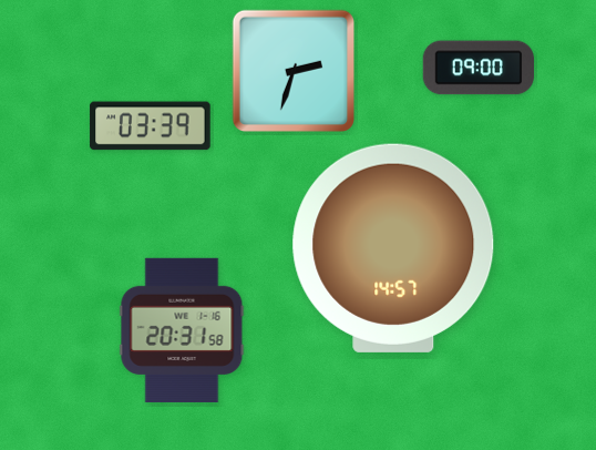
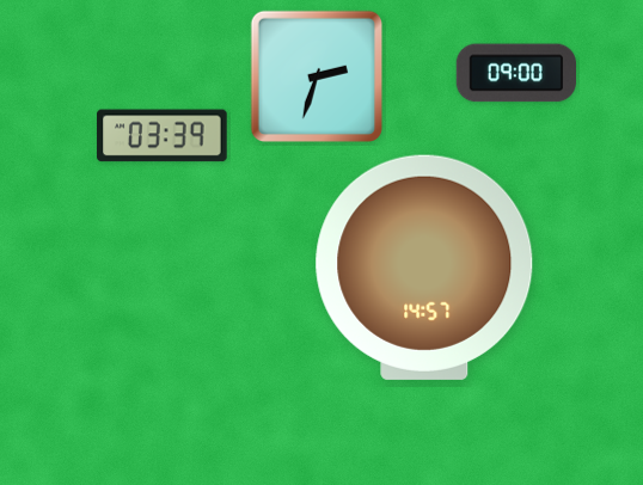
clock at (182, 330): 20:31 -> none
